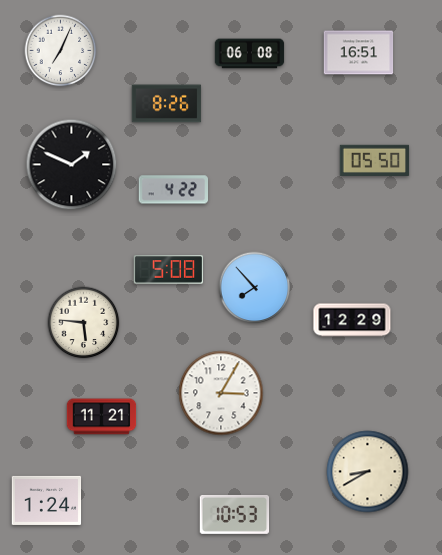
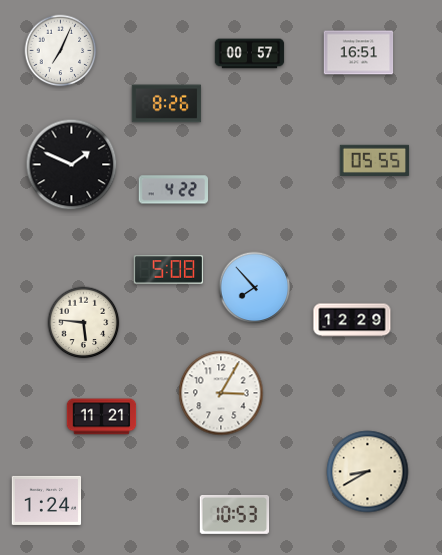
clock at (250, 54): 06:08 -> 00:57
clock at (375, 160): 05:50 -> 05:55
